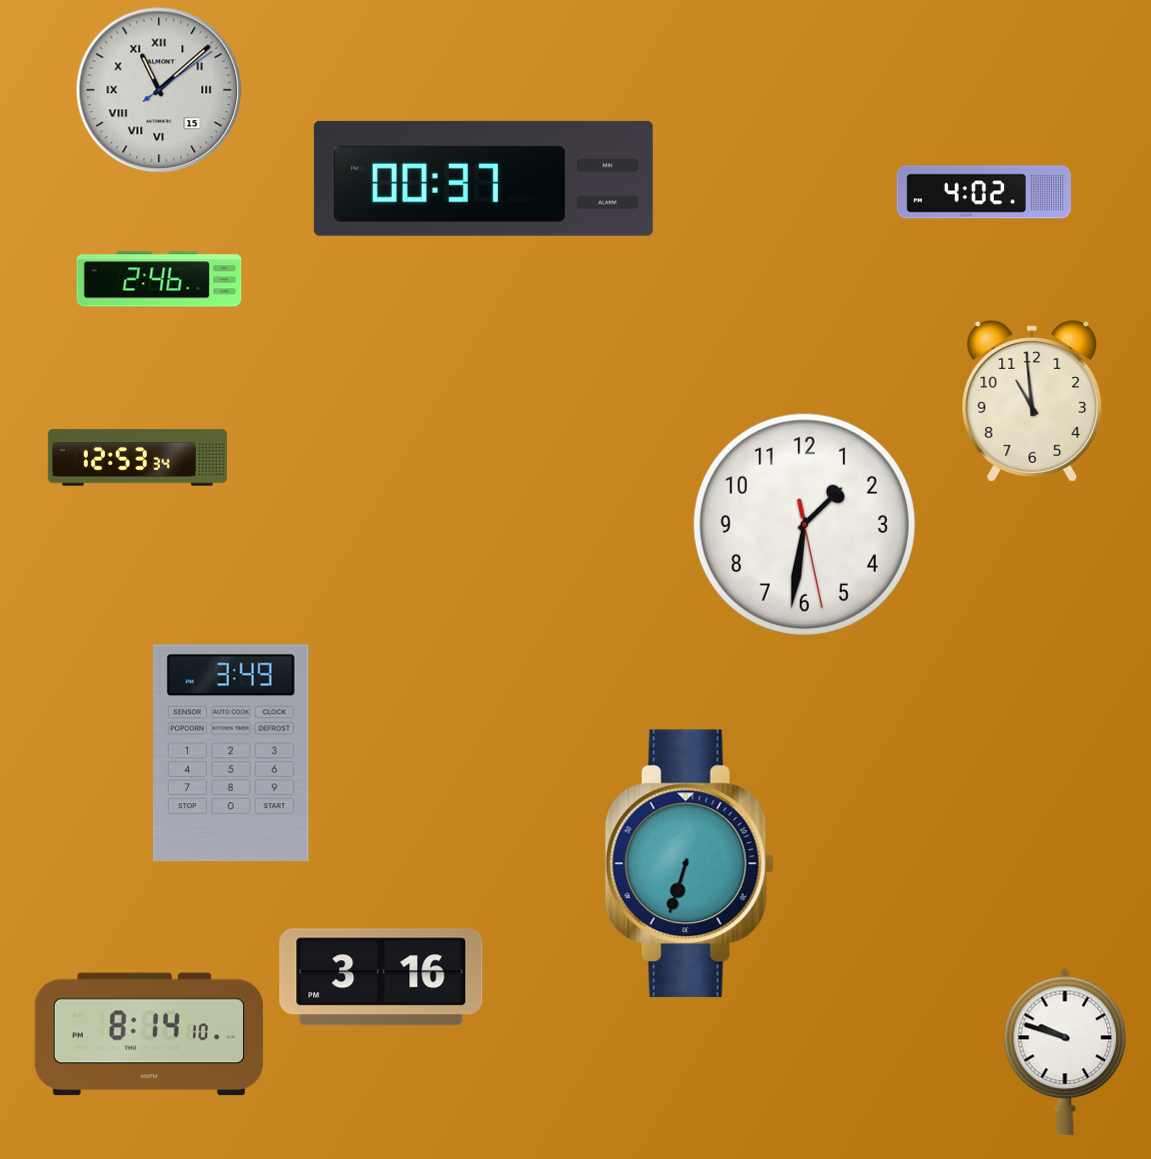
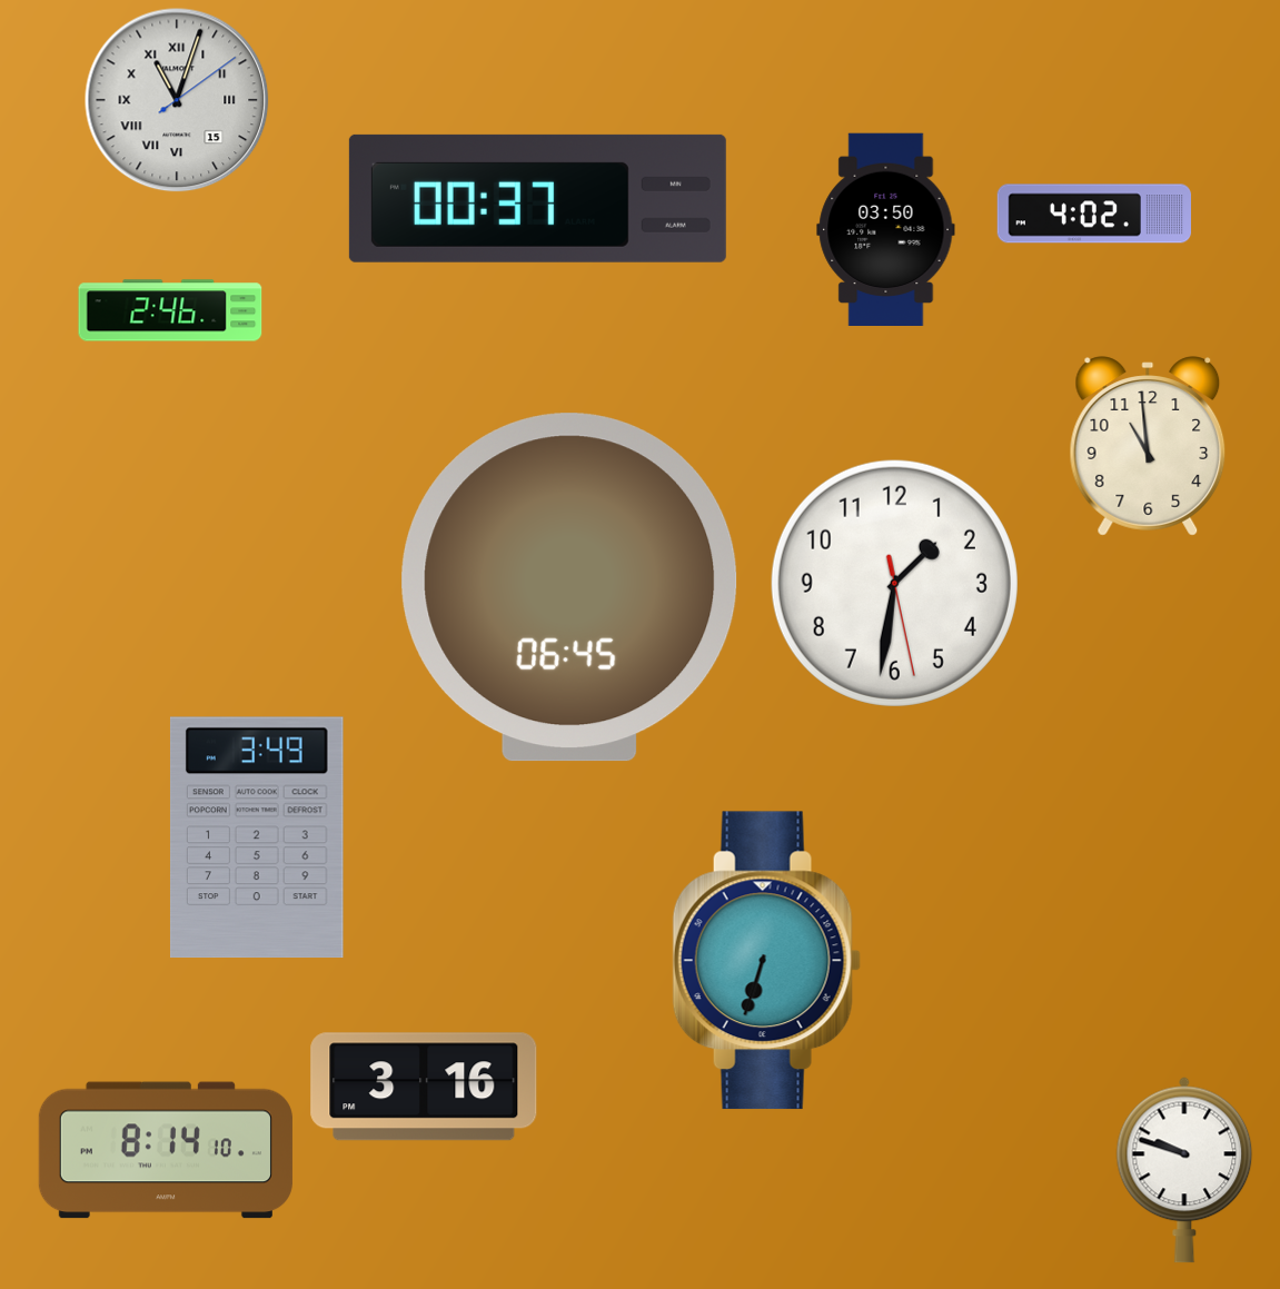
clock at (159, 90): 11:08 -> 11:03
clock at (886, 229): none -> 03:50
clock at (159, 279) position: (159, 279) -> (170, 310)
clock at (137, 458): 12:53 -> none
clock at (569, 587): none -> 06:45
